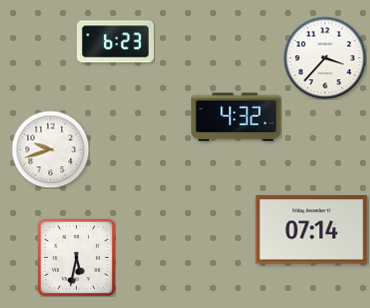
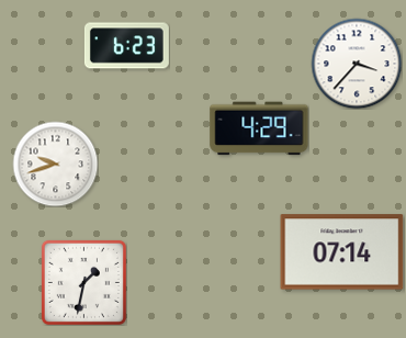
clock at (236, 117): 4:32 -> 4:29
clock at (76, 257): 5:32 -> 1:32
